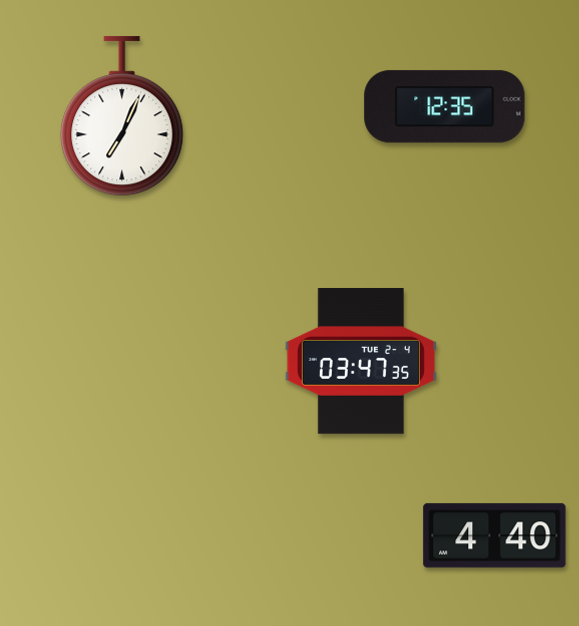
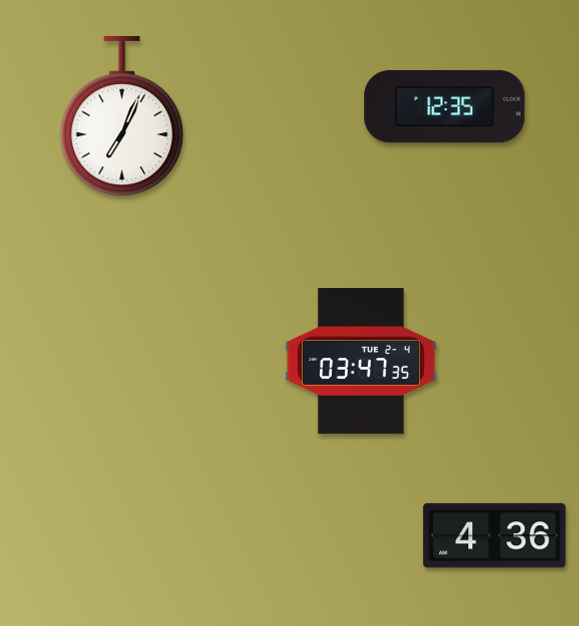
clock at (495, 536): 4:40 -> 4:36
